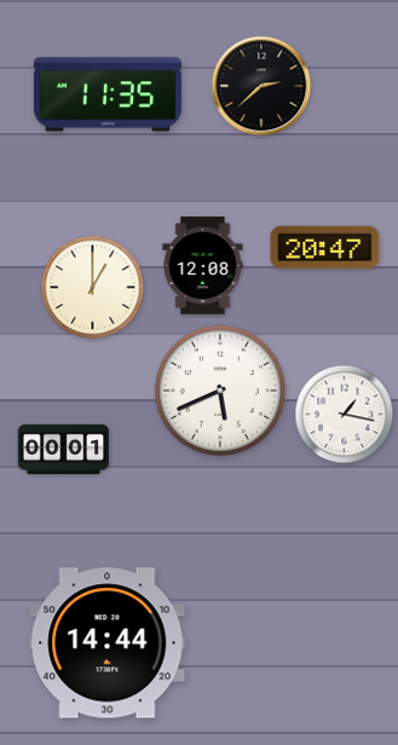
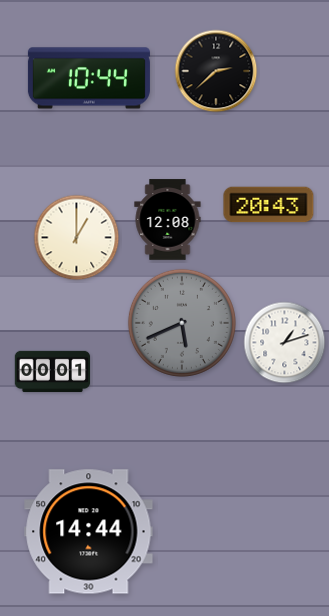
clock at (108, 94): 11:35 -> 10:44
clock at (325, 248): 20:47 -> 20:43
clock at (220, 391) dial: white -> grey
clock at (345, 415): 1:17 -> 1:12
